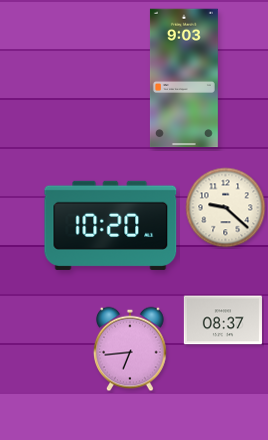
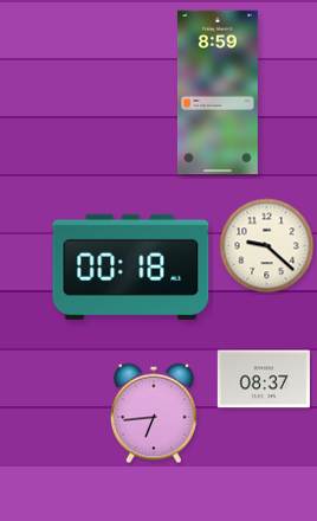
clock at (184, 78): 9:03 -> 8:59
clock at (111, 225): 10:20 -> 00:18
